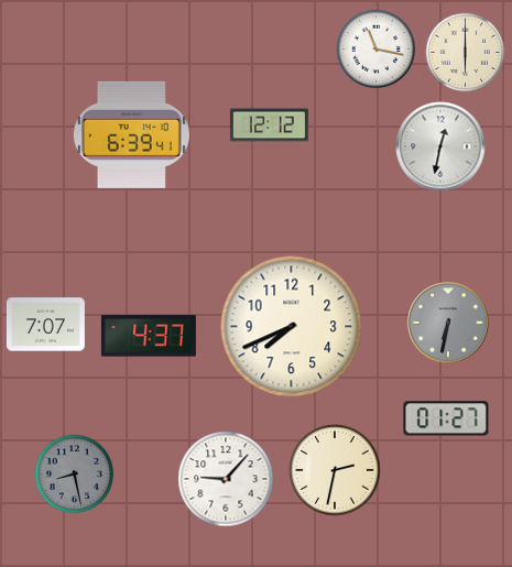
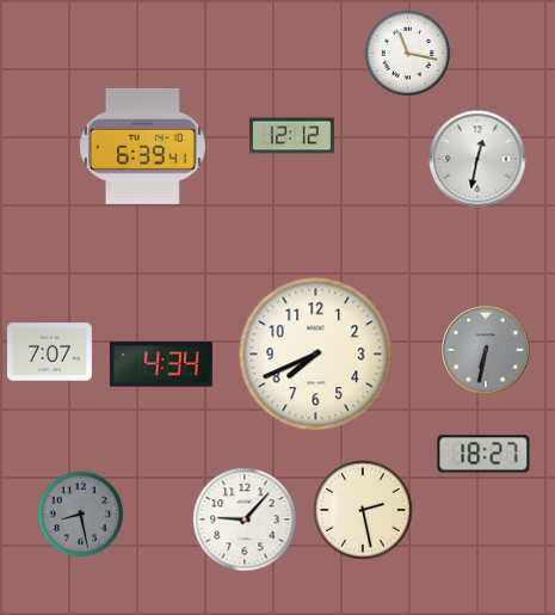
clock at (466, 53): 6:00 -> none
clock at (149, 336): 4:37 -> 4:34
clock at (446, 418): 01:27 -> 18:27
clock at (335, 470): 2:32 -> 2:28
